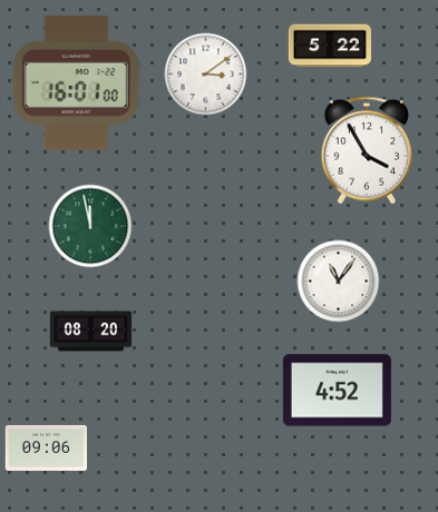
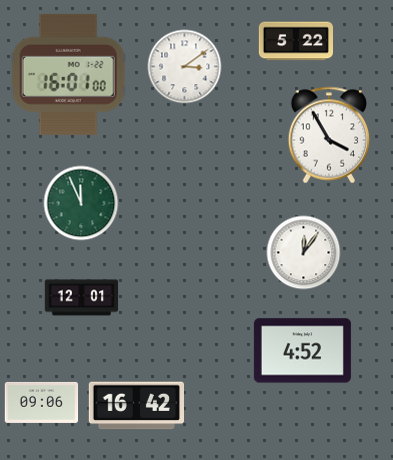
clock at (90, 226): 11:58 -> 11:56
clock at (339, 282): 11:06 -> 12:06
clock at (91, 332): 08:20 -> 12:01
clock at (136, 406): none -> 16:42
